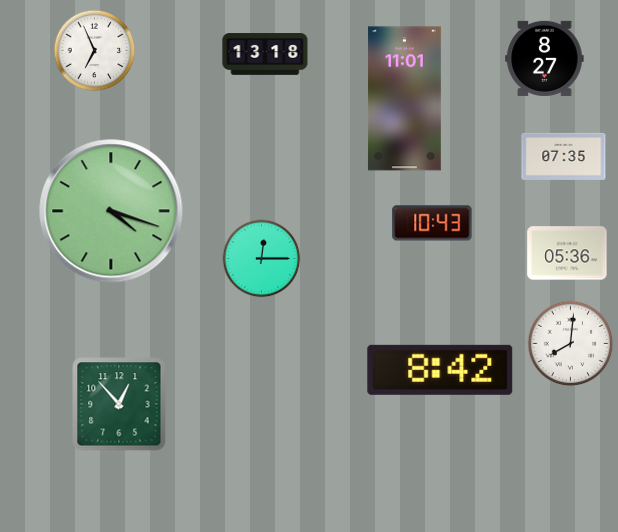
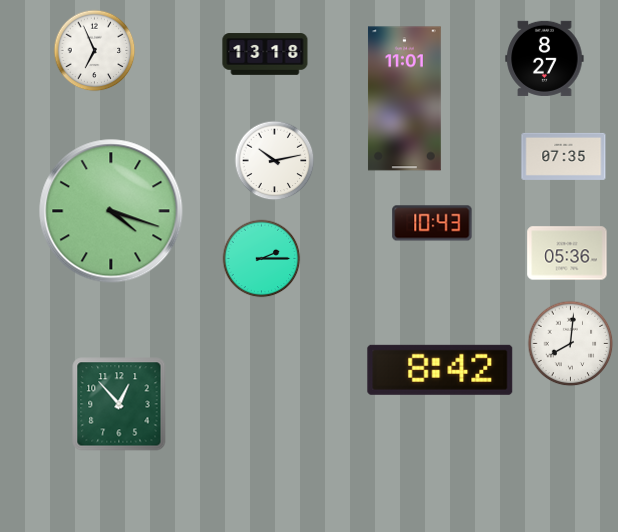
clock at (275, 161): none -> 10:13
clock at (262, 259): 12:15 -> 2:15
